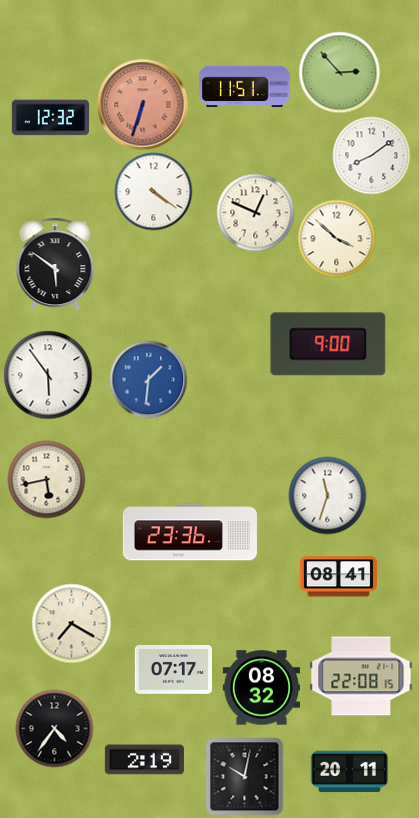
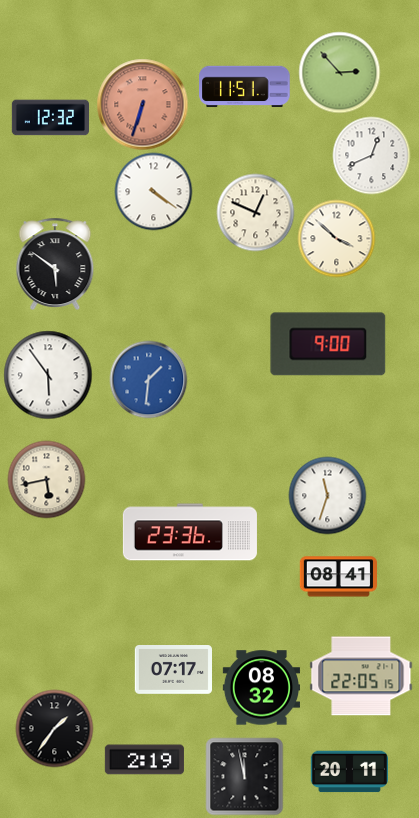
clock at (371, 155): 8:09 -> 12:41
clock at (71, 623): 7:20 -> none
clock at (361, 676): 22:08 -> 22:05
clock at (54, 728): 4:36 -> 1:36
clock at (244, 776): 10:02 -> 11:58
